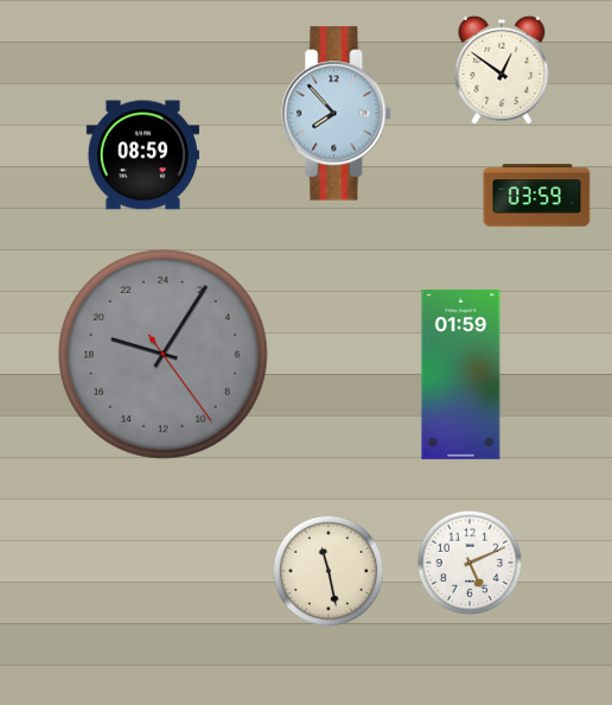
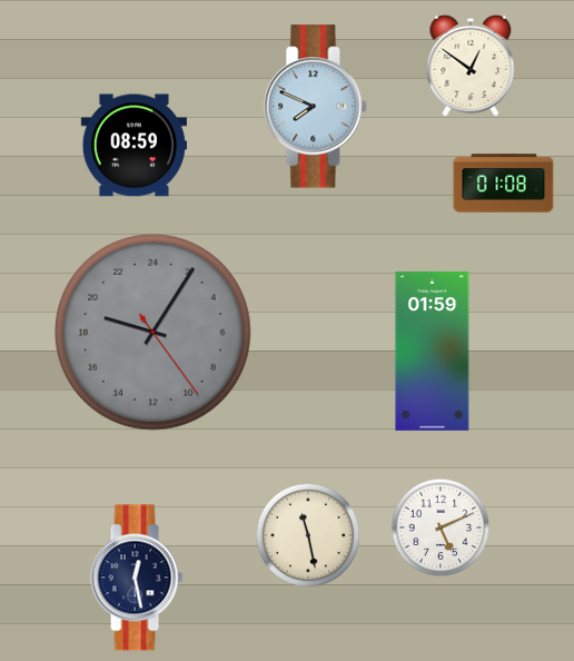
clock at (337, 114): 7:53 -> 7:49
clock at (537, 196): 03:59 -> 01:08
clock at (137, 578): none -> 12:28
